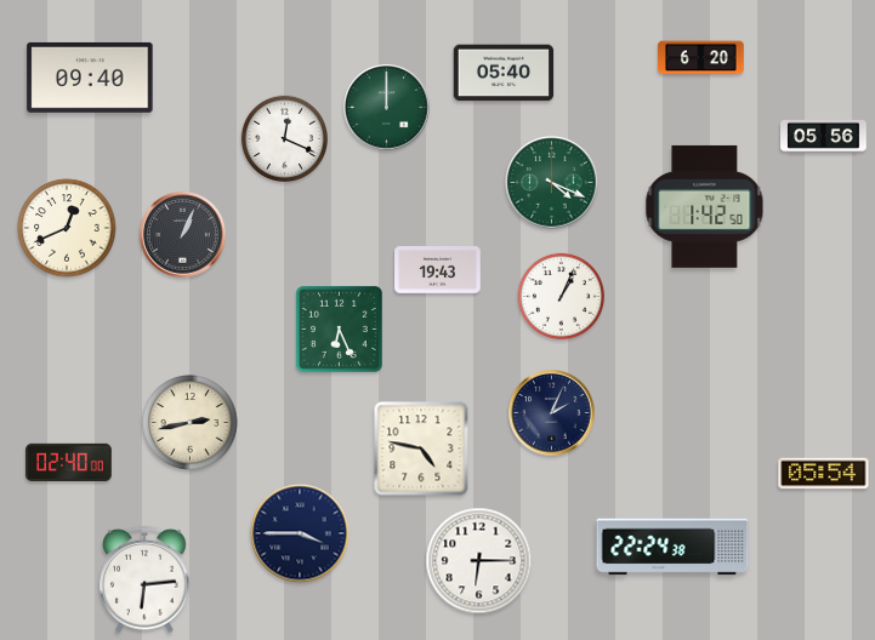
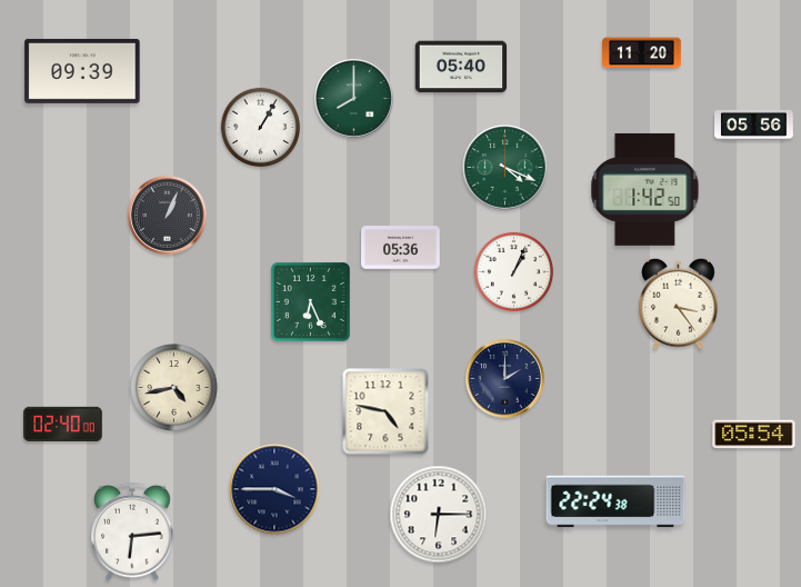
clock at (701, 58): 6:20 -> 11:20
clock at (90, 78): 09:40 -> 09:39
clock at (387, 108): 12:00 -> 8:00
clock at (285, 139): 12:19 -> 1:05
clock at (67, 228): 12:41 -> none
clock at (438, 270): 19:43 -> 05:36
clock at (679, 304): none -> 3:24
clock at (552, 413): 2:04 -> 2:00
clock at (191, 423): 2:43 -> 4:43
